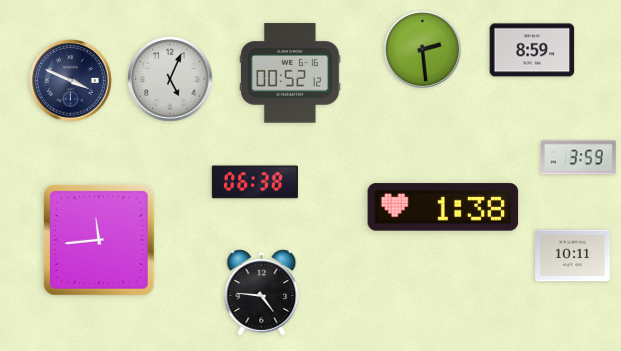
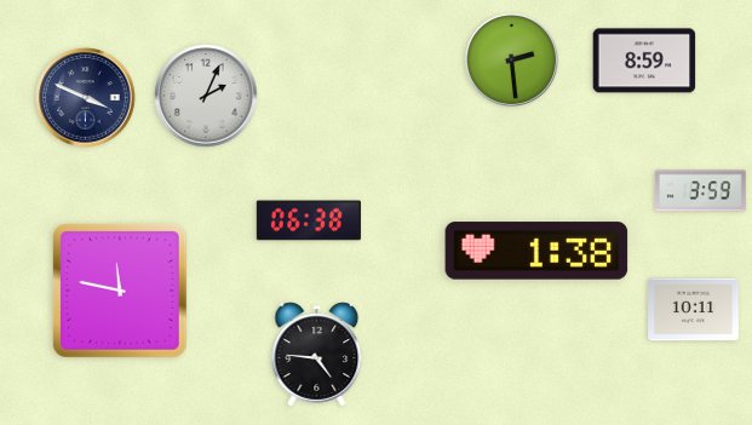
clock at (291, 73): 00:52 -> none
clock at (170, 79): 5:04 -> 2:04
clock at (100, 241): 11:44 -> 11:47
